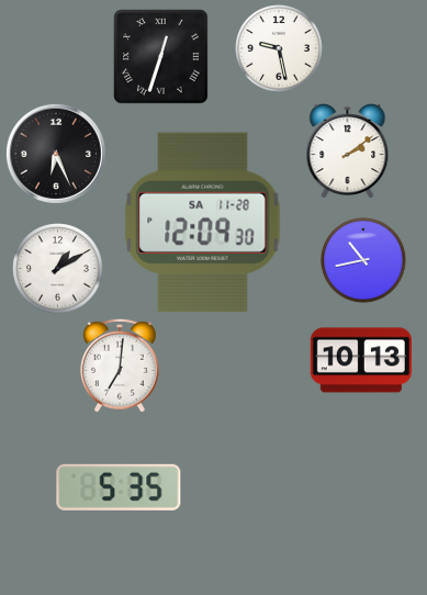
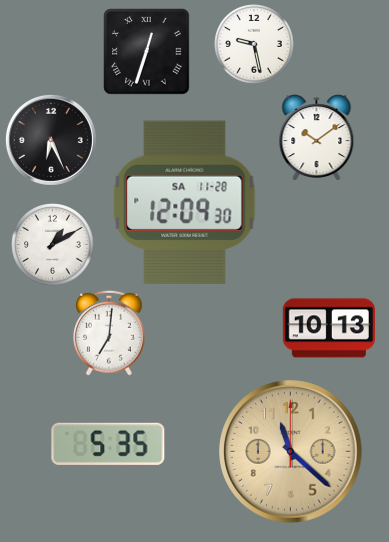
clock at (348, 151): 2:09 -> 10:09
clock at (363, 260): 10:43 -> none
clock at (291, 452): none -> 11:22
